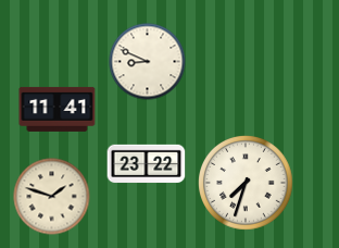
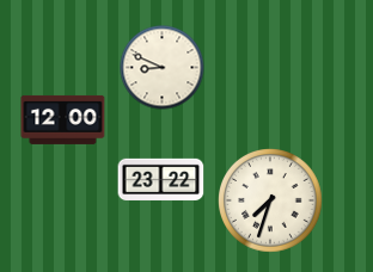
clock at (58, 109): 11:41 -> 12:00
clock at (52, 197): 1:48 -> none
